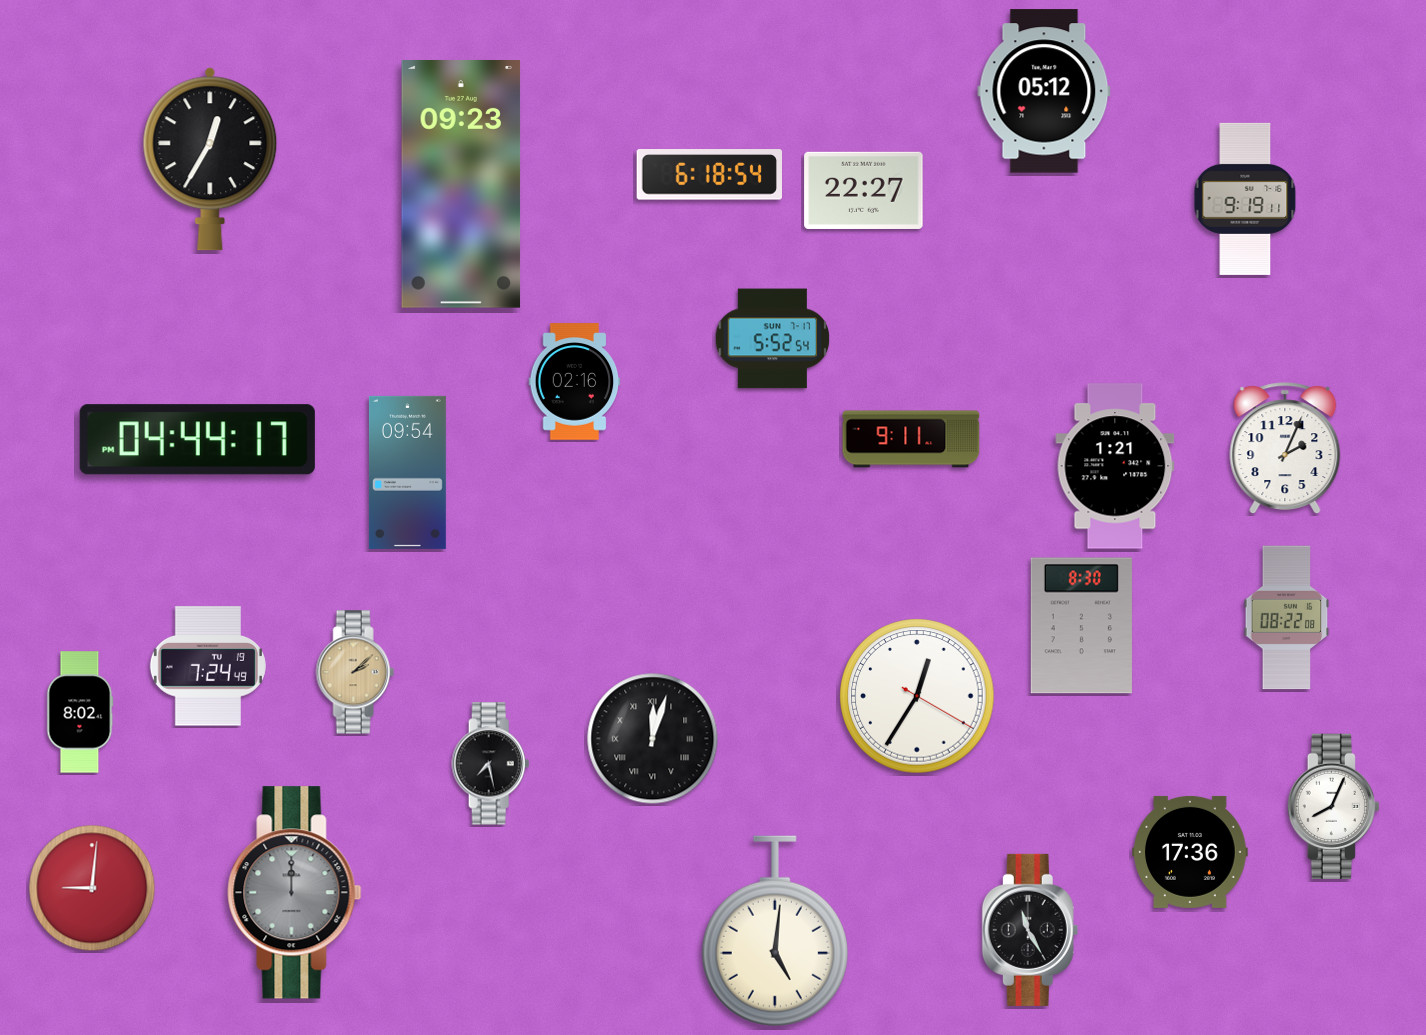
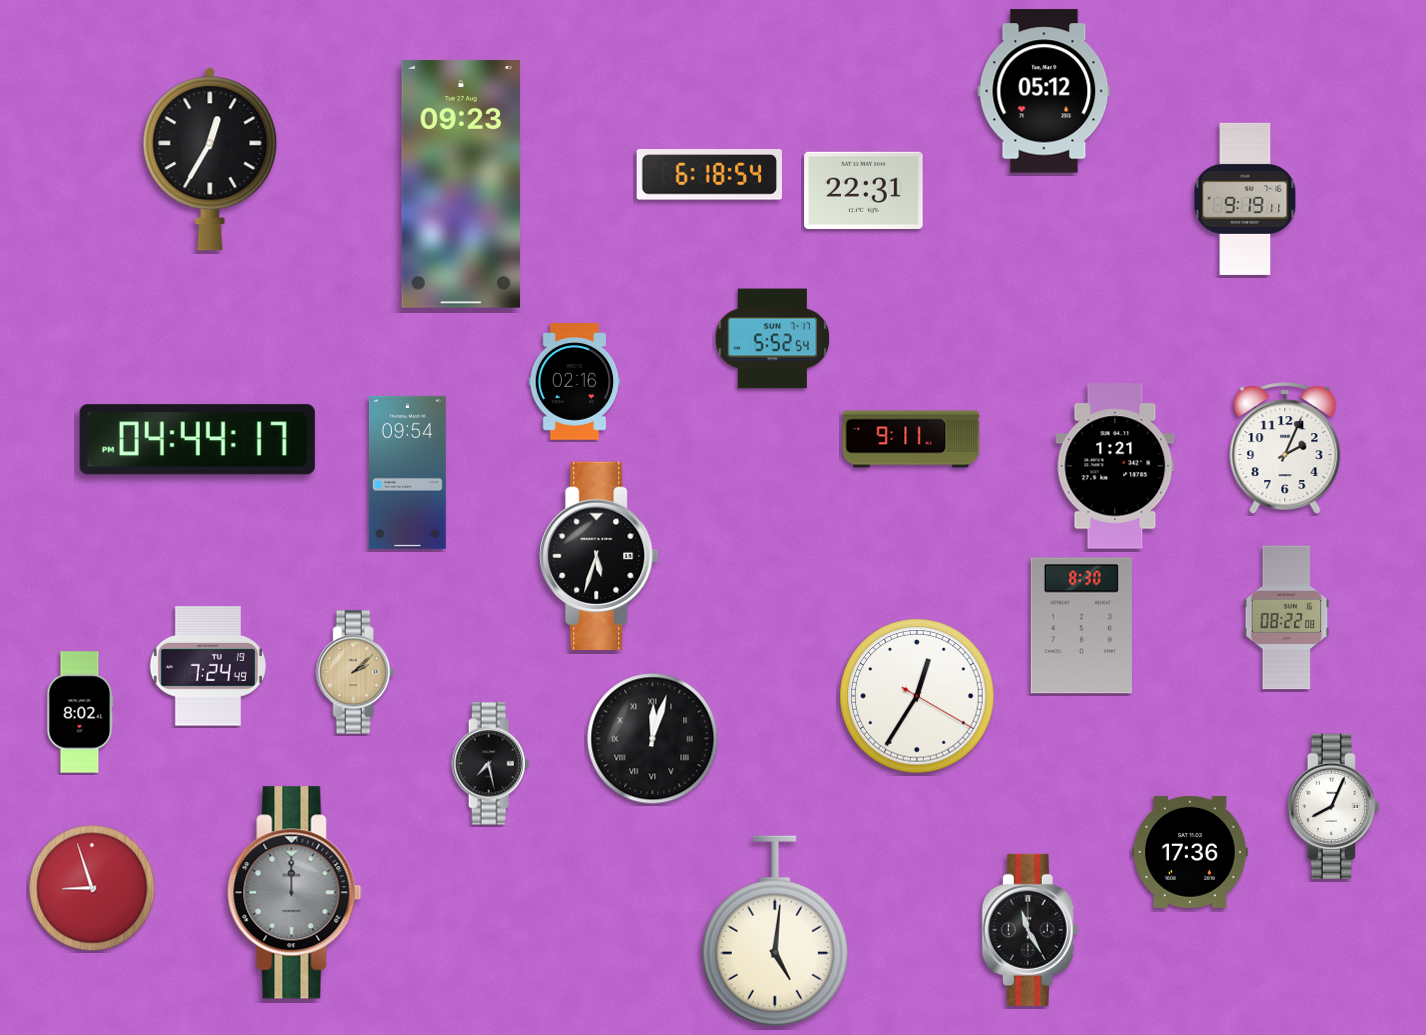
clock at (864, 190): 22:27 -> 22:31
clock at (599, 555): none -> 5:33
clock at (92, 888): 9:01 -> 8:57
